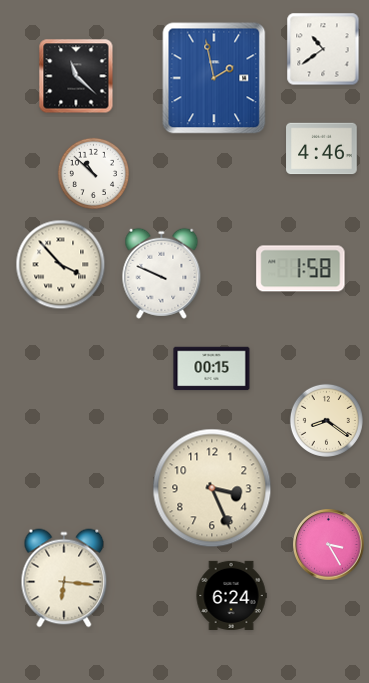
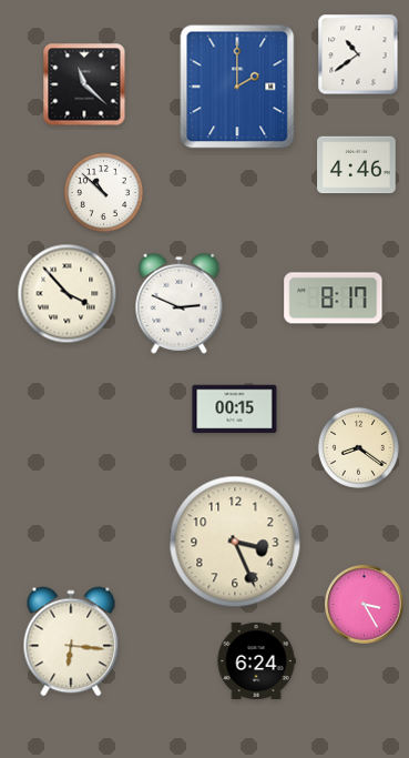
clock at (214, 78): 1:58 -> 2:00
clock at (301, 269): 1:58 -> 8:17
clock at (162, 273): 9:49 -> 2:49
clock at (326, 420) position: (326, 420) -> (358, 447)
